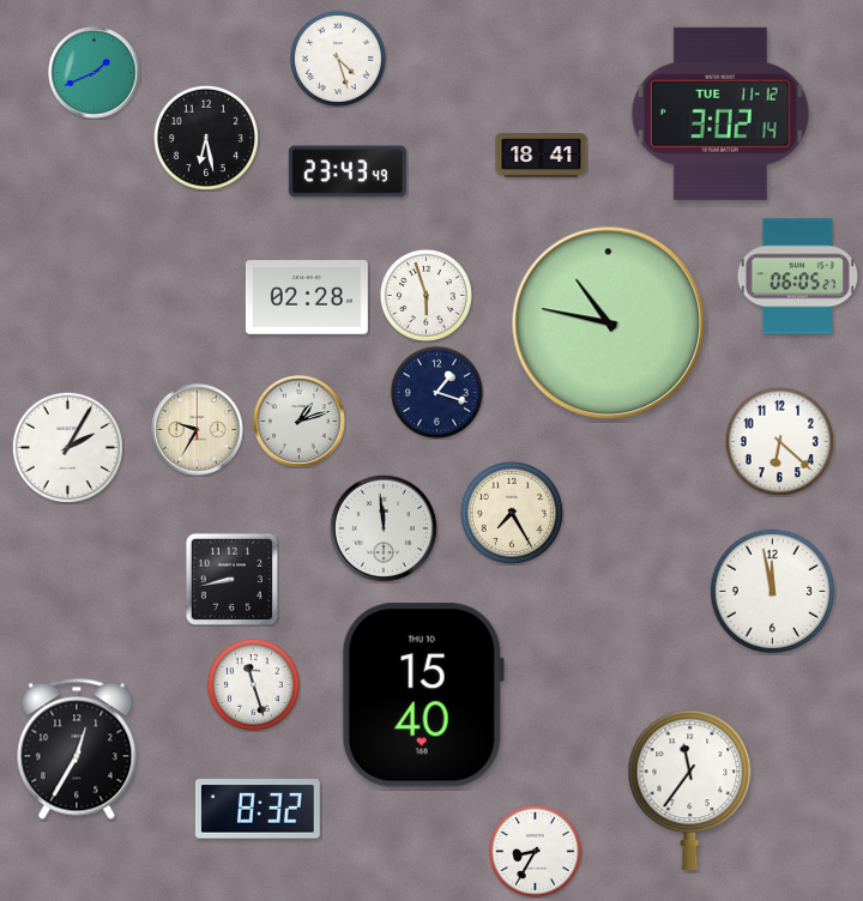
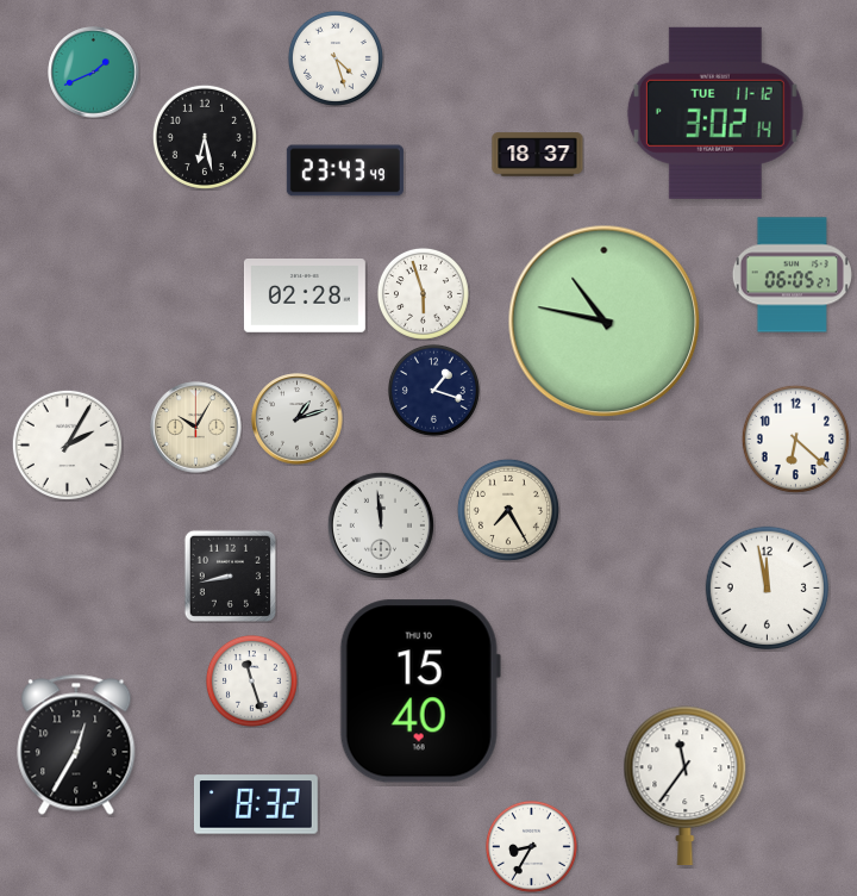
clock at (542, 156): 18:41 -> 18:37
clock at (198, 430): 9:35 -> 10:05
clock at (779, 441) position: (779, 441) -> (795, 438)
